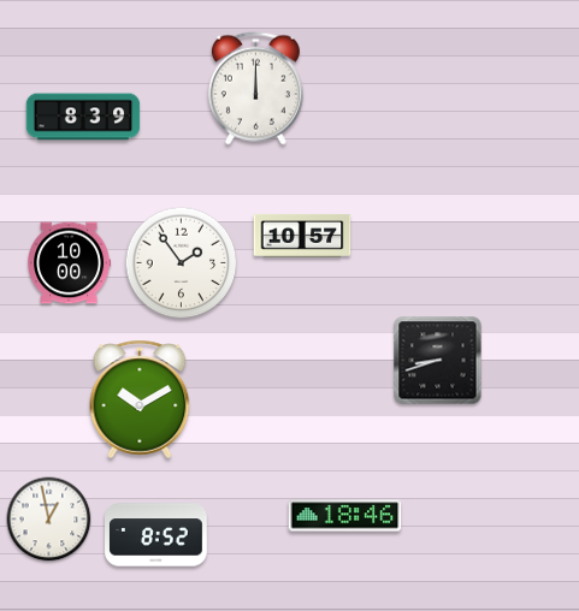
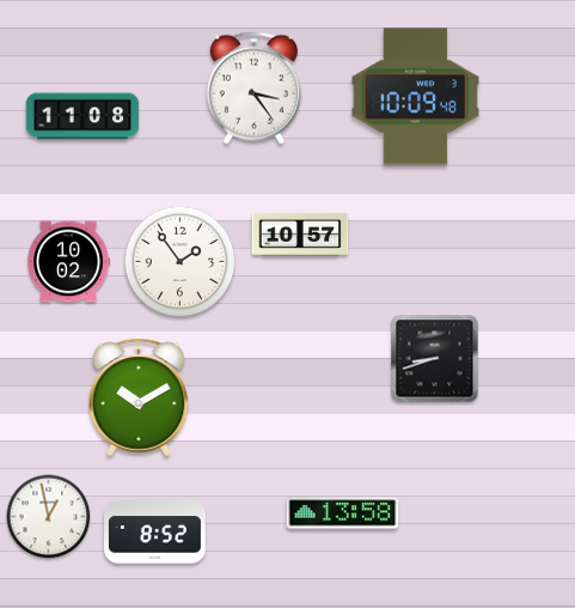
clock at (255, 89): 12:00 -> 3:24
clock at (415, 97): none -> 10:09
clock at (83, 117): 8:39 -> 11:08
clock at (70, 263): 10:00 -> 10:02
clock at (345, 516): 18:46 -> 13:58
